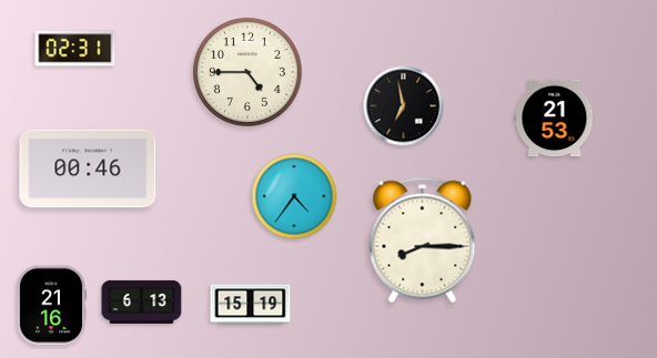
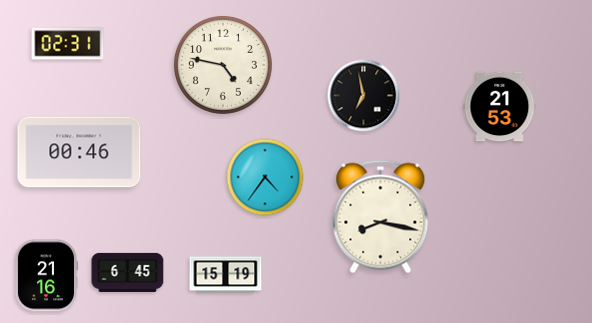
clock at (247, 72): 4:45 -> 4:47
clock at (423, 241): 8:15 -> 8:17
clock at (142, 301): 6:13 -> 6:45
